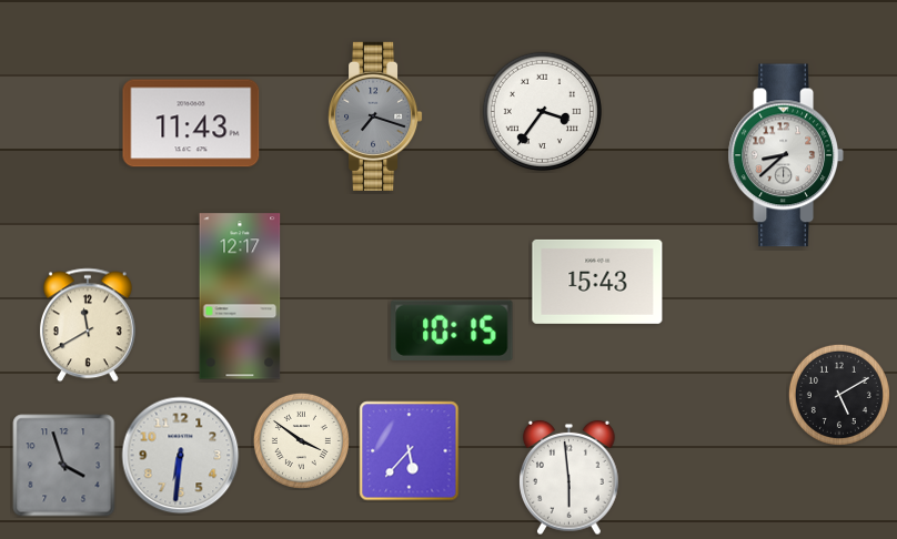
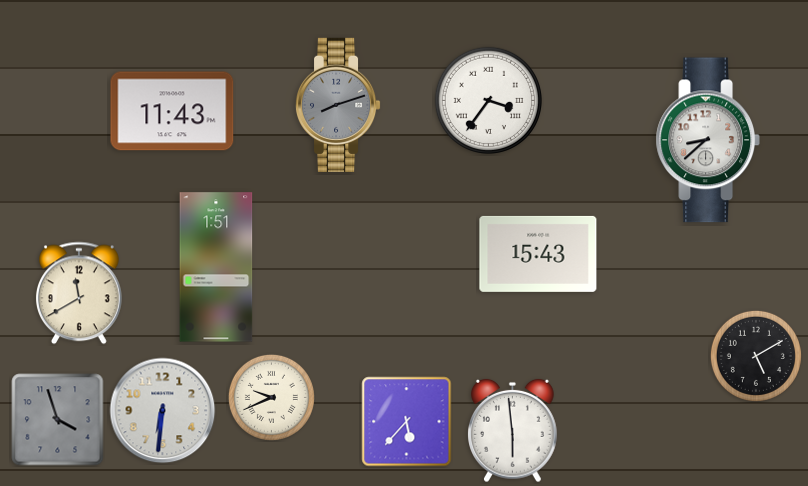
clock at (375, 116): 7:18 -> 8:12
clock at (240, 296): 12:17 -> 1:51
clock at (452, 330): 10:15 -> none
clock at (301, 440): 3:51 -> 9:41
clock at (410, 451) position: (410, 451) -> (407, 422)
